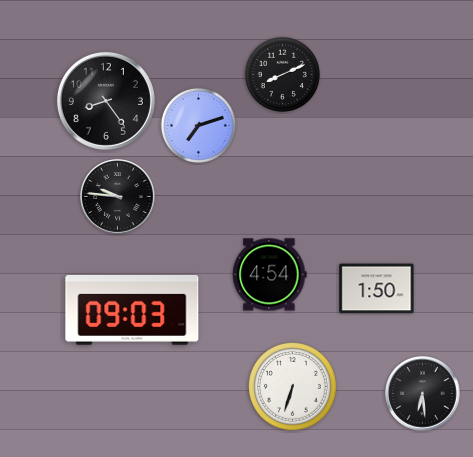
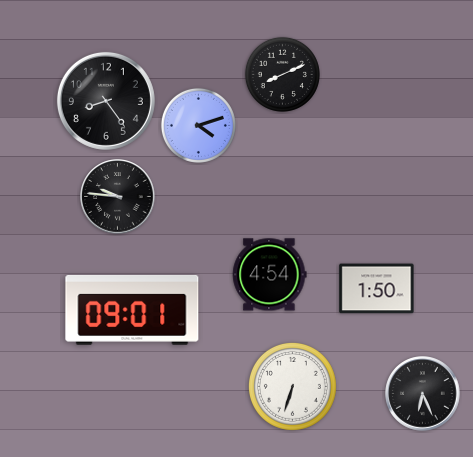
clock at (198, 125): 7:12 -> 4:12
clock at (132, 310): 09:03 -> 09:01
clock at (423, 394): 6:29 -> 6:26
